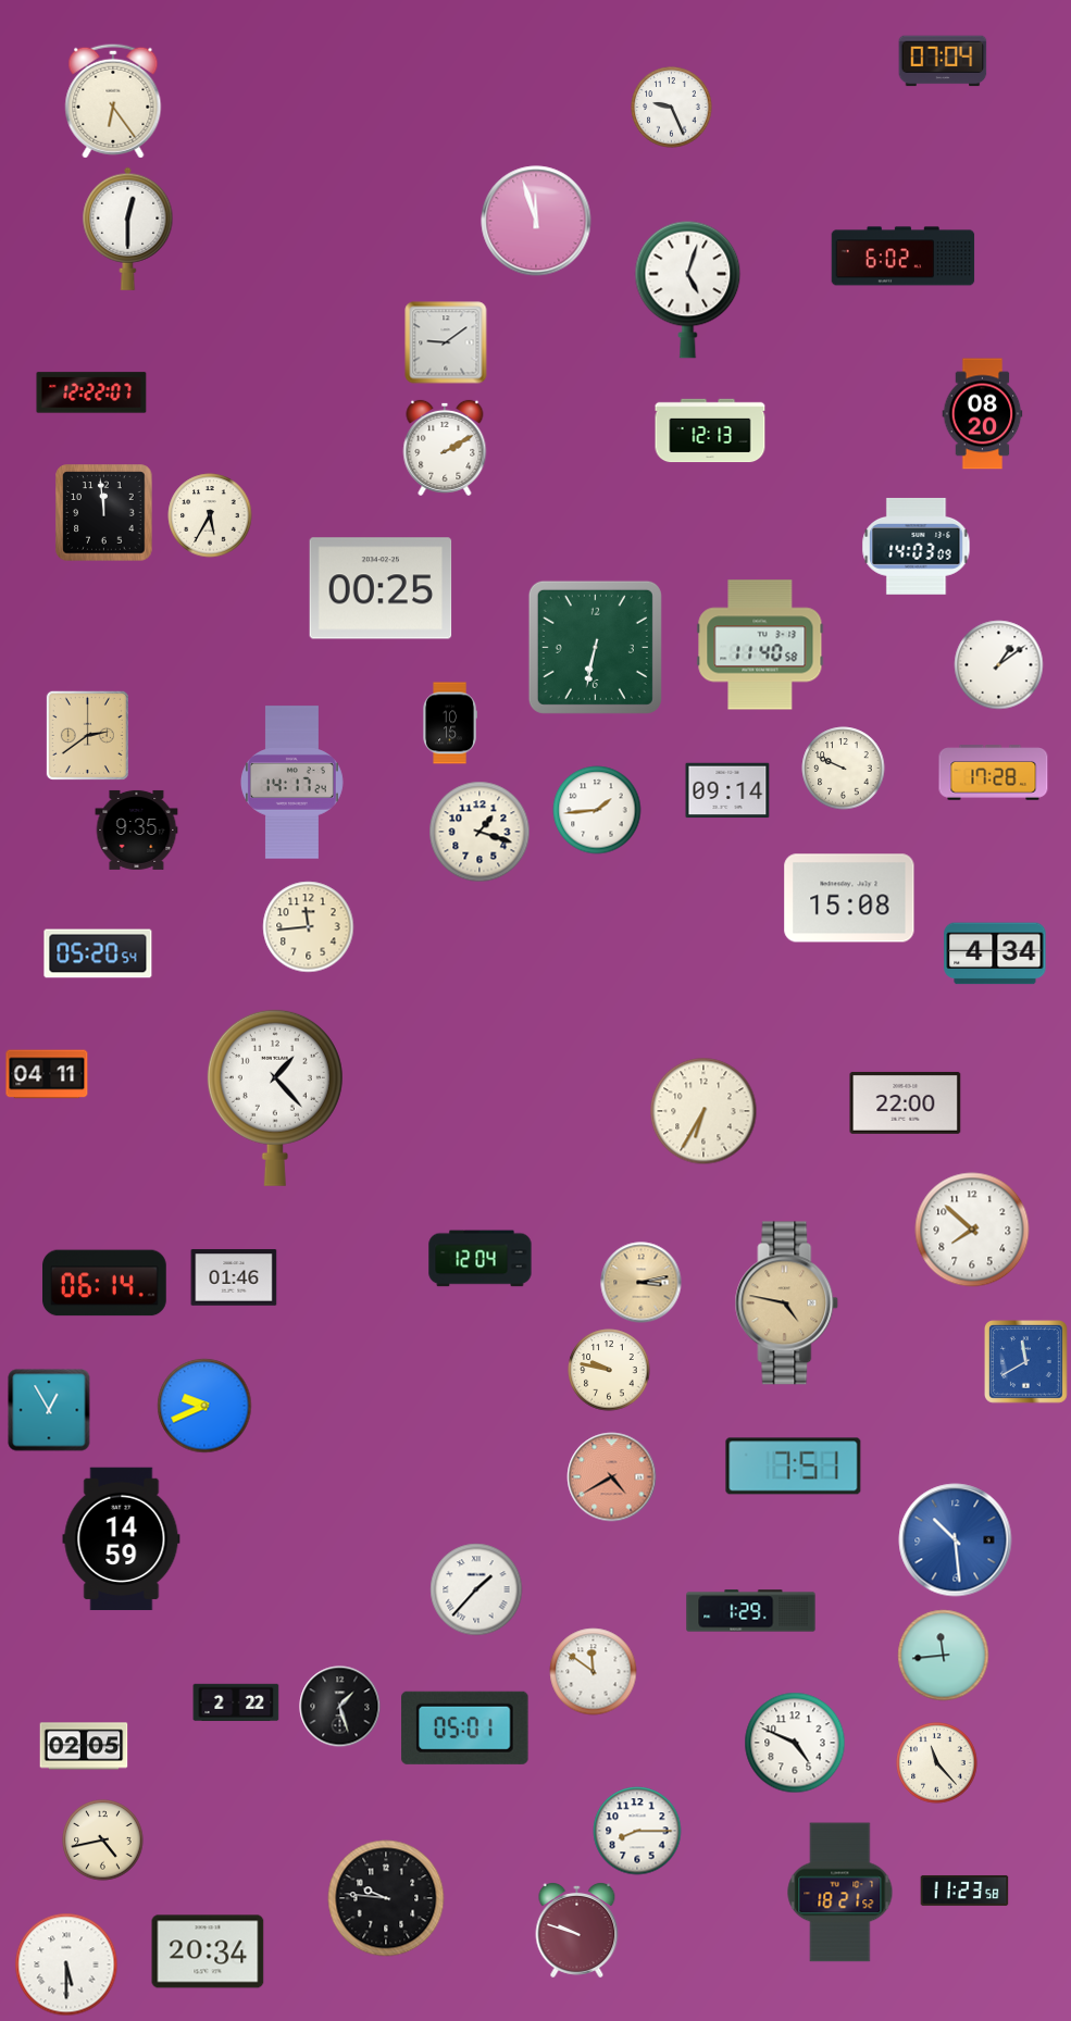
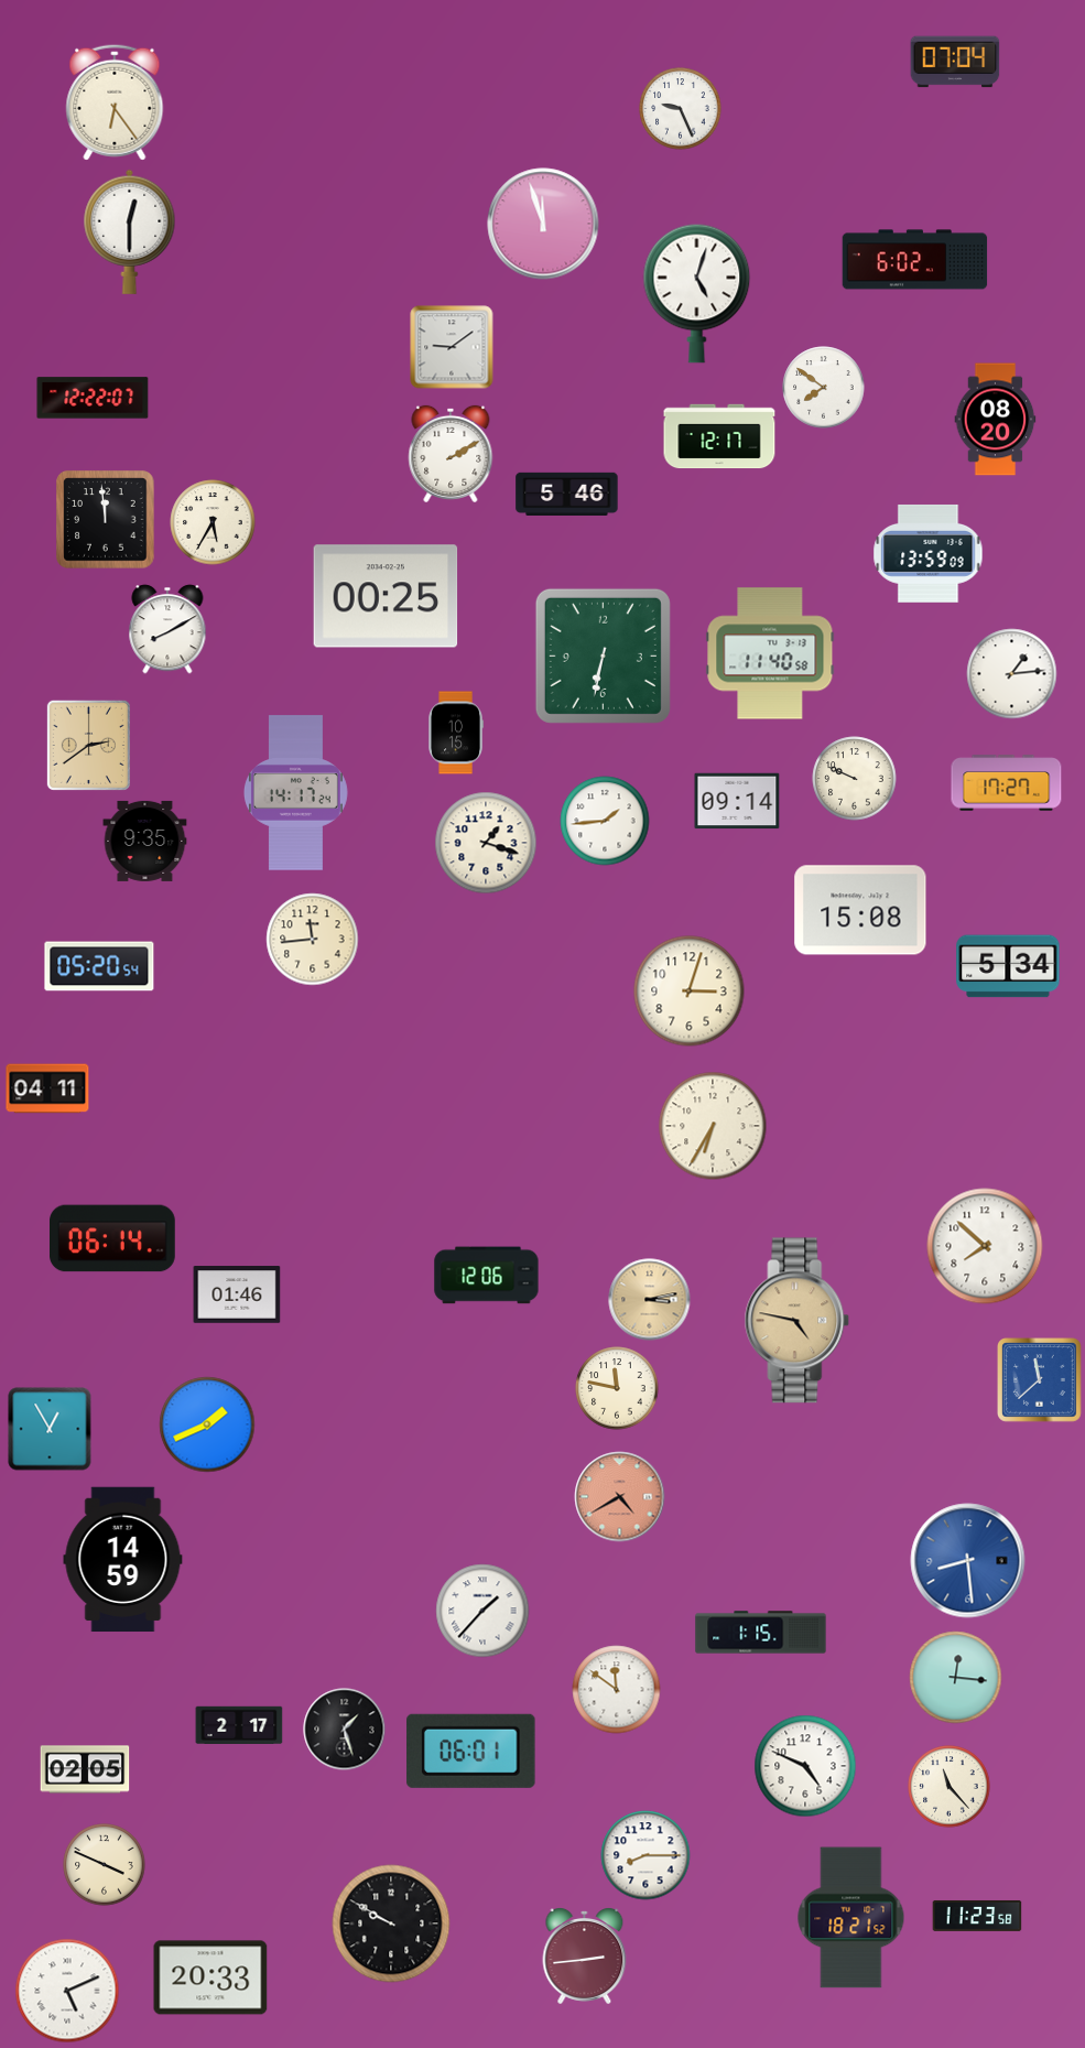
clock at (824, 388): none -> 7:51
clock at (710, 431): 12:13 -> 12:17
clock at (567, 494): none -> 5:46
clock at (917, 546): 14:03 -> 13:59
clock at (167, 629): none -> 8:10
clock at (999, 665): 1:09 -> 1:14
clock at (994, 773): 17:28 -> 17:27
clock at (137, 829) position: (137, 829) -> (145, 841)
clock at (995, 953): 4:34 -> 5:34
clock at (690, 992): none -> 3:03
clock at (275, 1098): 1:23 -> none
clock at (906, 1102): 22:00 -> none
clock at (481, 1259): 12:04 -> 12:06
clock at (105, 1283) position: (105, 1283) -> (113, 1238)
clock at (1026, 1362): 11:40 -> 11:38
clock at (609, 1370): 9:47 -> 11:47
clock at (204, 1406): 9:41 -> 1:41
clock at (794, 1467): 7:51 -> none
clock at (956, 1540): 10:29 -> 8:29
clock at (751, 1611): 1:29 -> 1:15
clock at (944, 1656): 11:44 -> 12:16
clock at (594, 1672) position: (594, 1672) -> (617, 1690)
clock at (236, 1702): 2:22 -> 2:17
clock at (465, 1727): 05:01 -> 06:01
clock at (103, 1841): 4:43 -> 3:49
clock at (386, 1898): 9:46 -> 9:50
clock at (577, 1931): 9:48 -> 2:44
clock at (208, 1951): 20:34 -> 20:33
clock at (66, 1964): 5:30 -> 5:11
